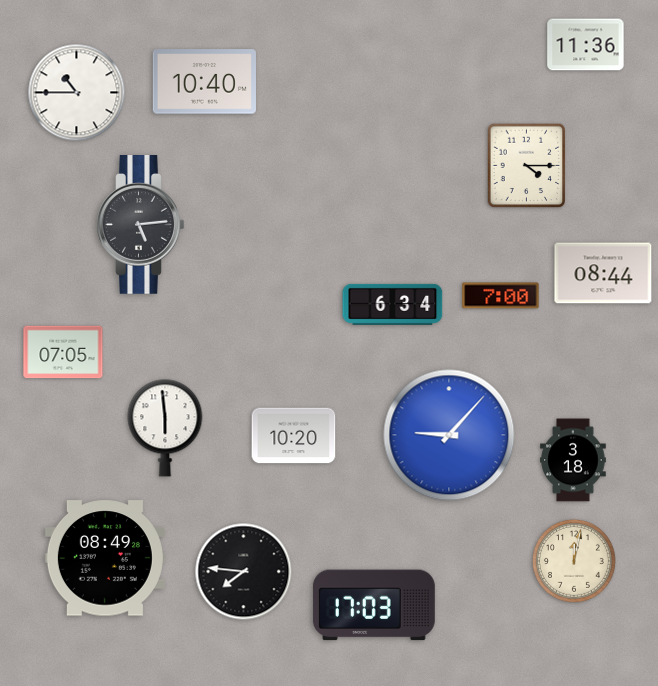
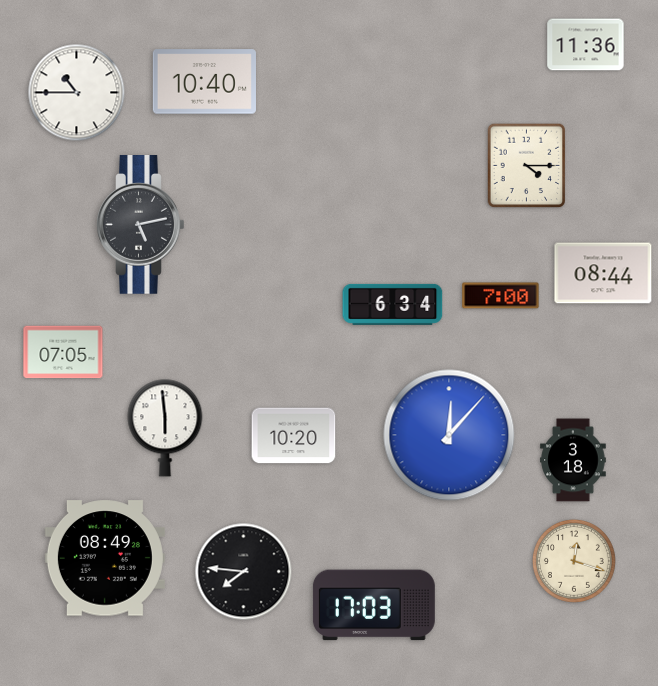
clock at (141, 225): 5:14 -> 5:13
clock at (449, 435): 9:07 -> 12:07
clock at (575, 562): 12:02 -> 12:18
